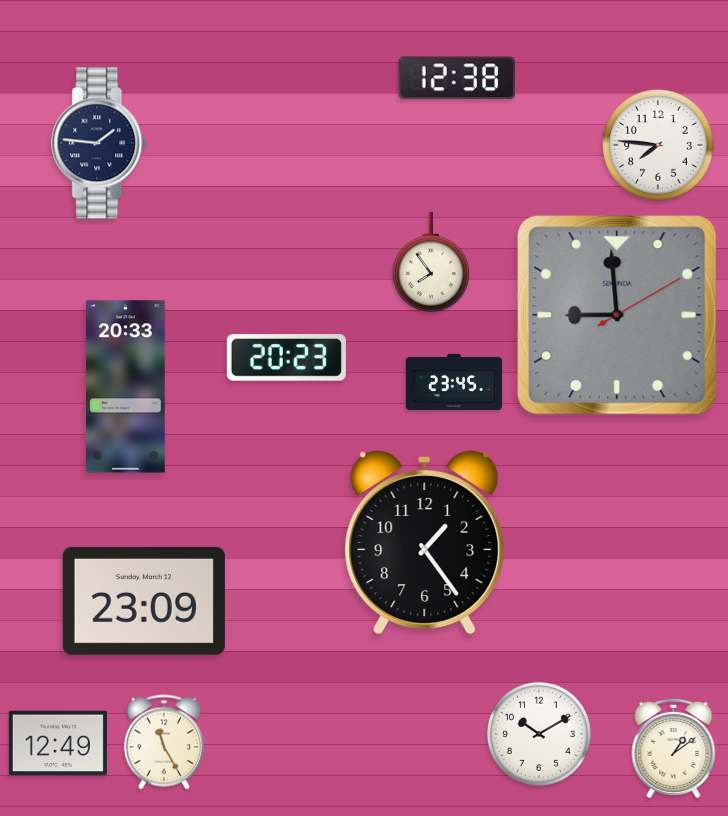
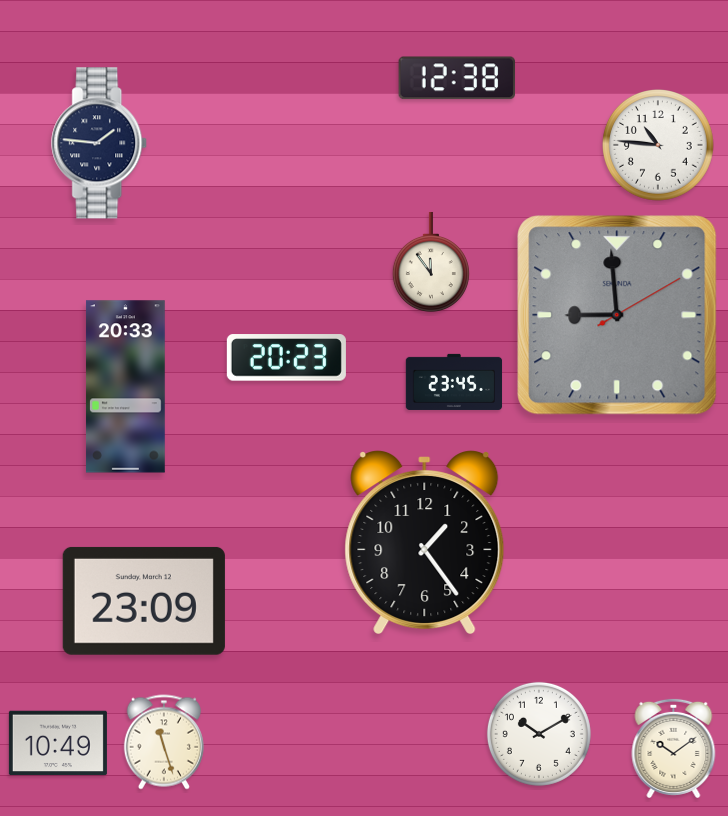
clock at (659, 146): 7:46 -> 10:46
clock at (431, 262): 7:54 -> 11:54
clock at (164, 742): 11:25 -> 11:27
clock at (58, 743): 12:49 -> 10:49
clock at (674, 748): 1:09 -> 10:09
